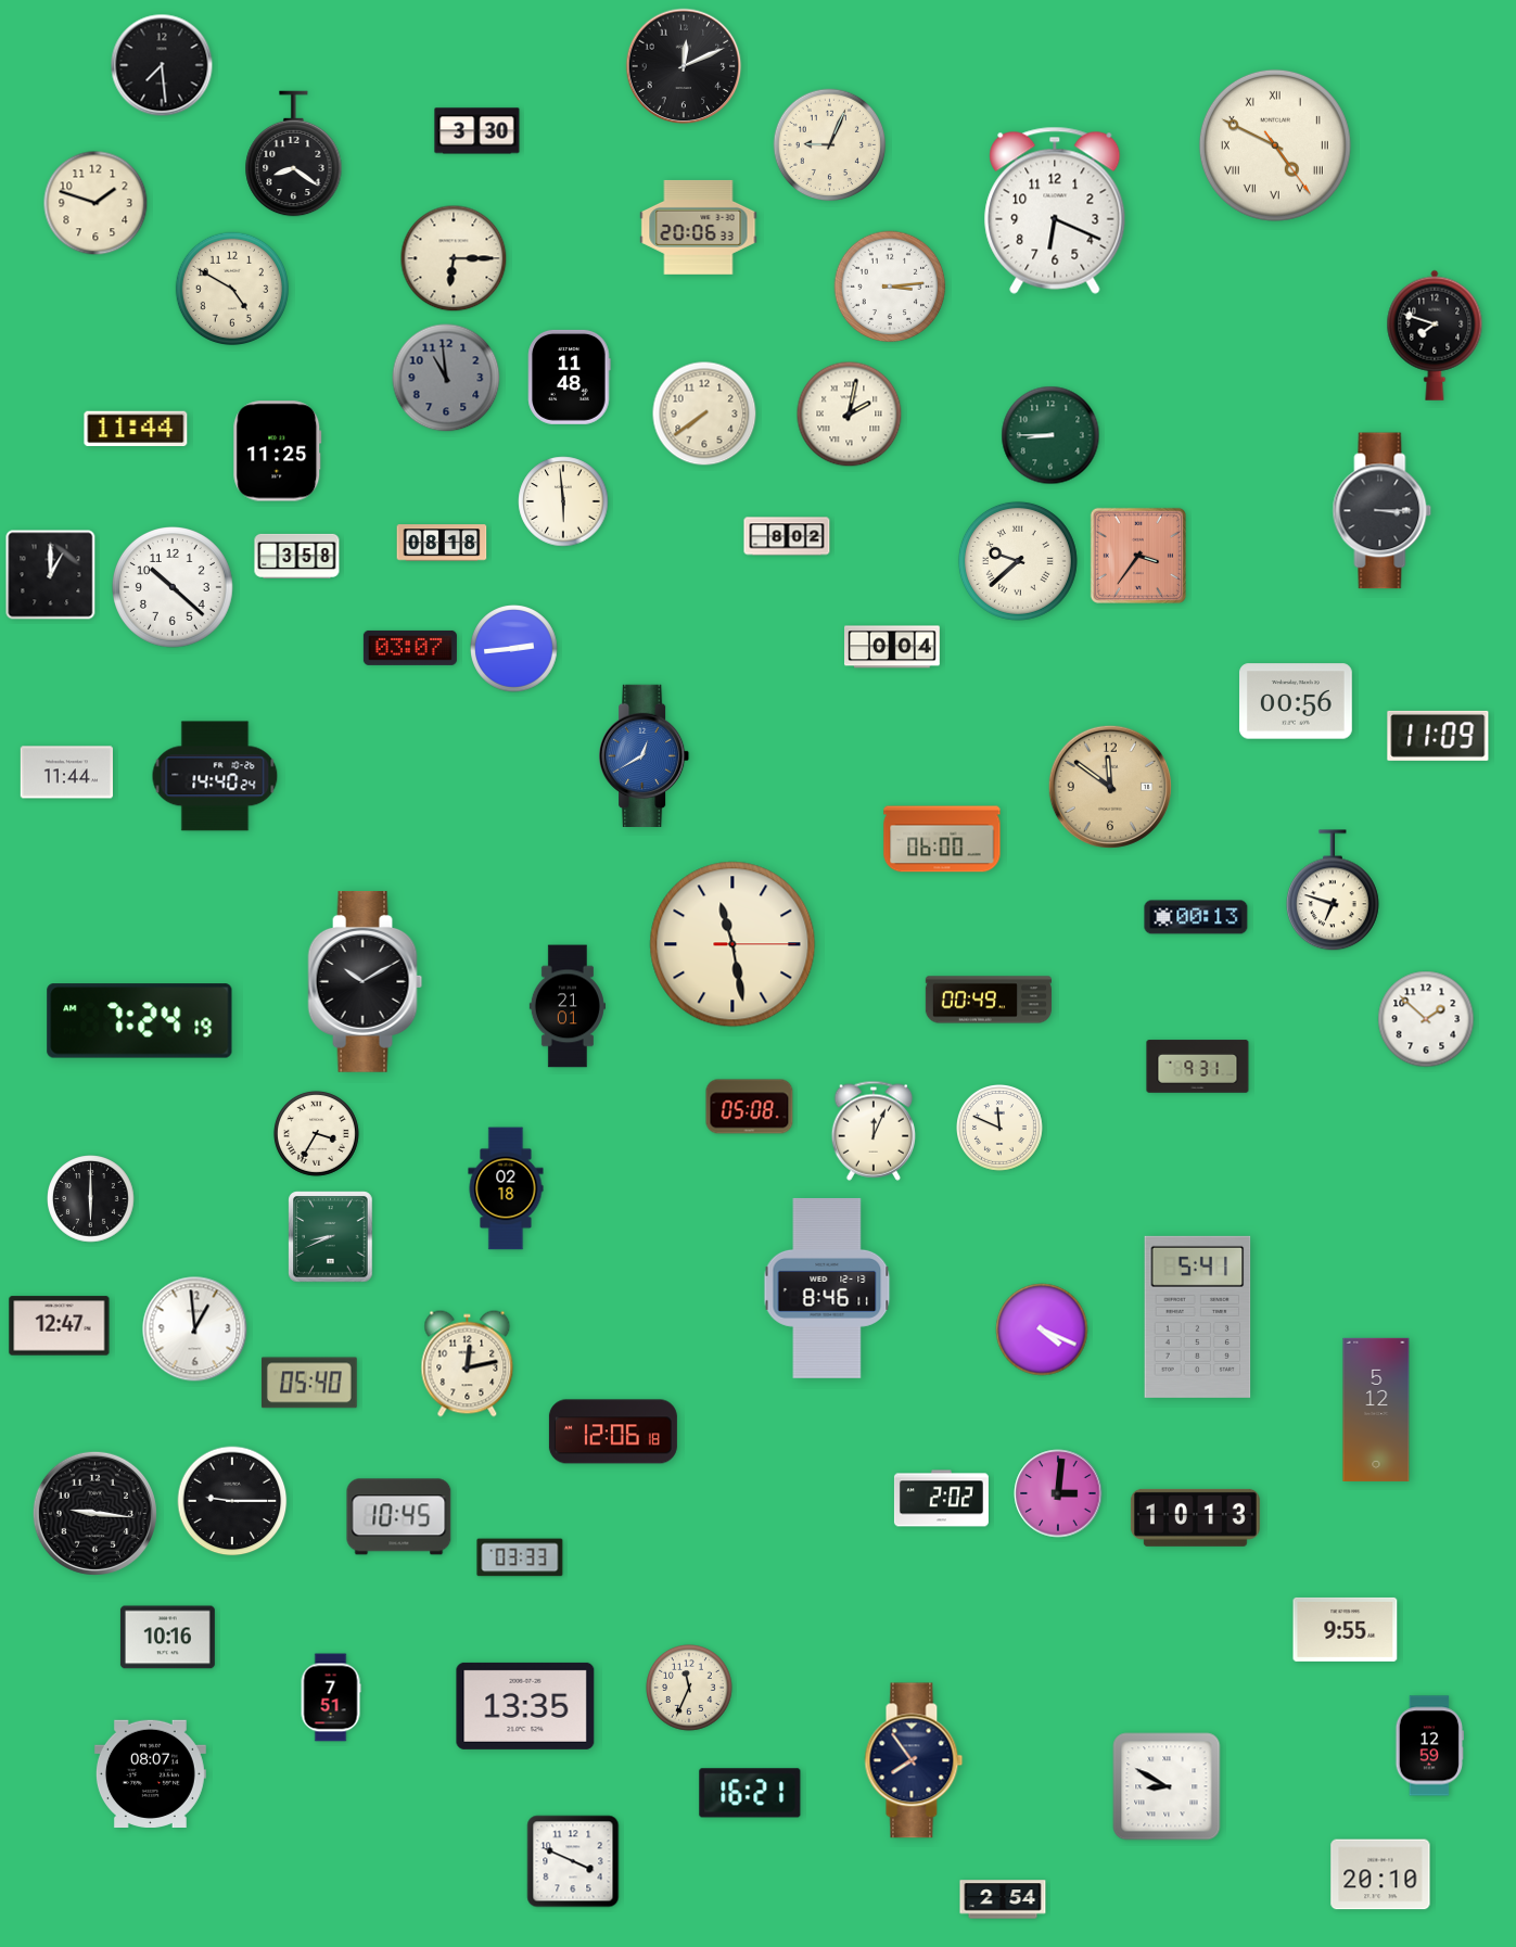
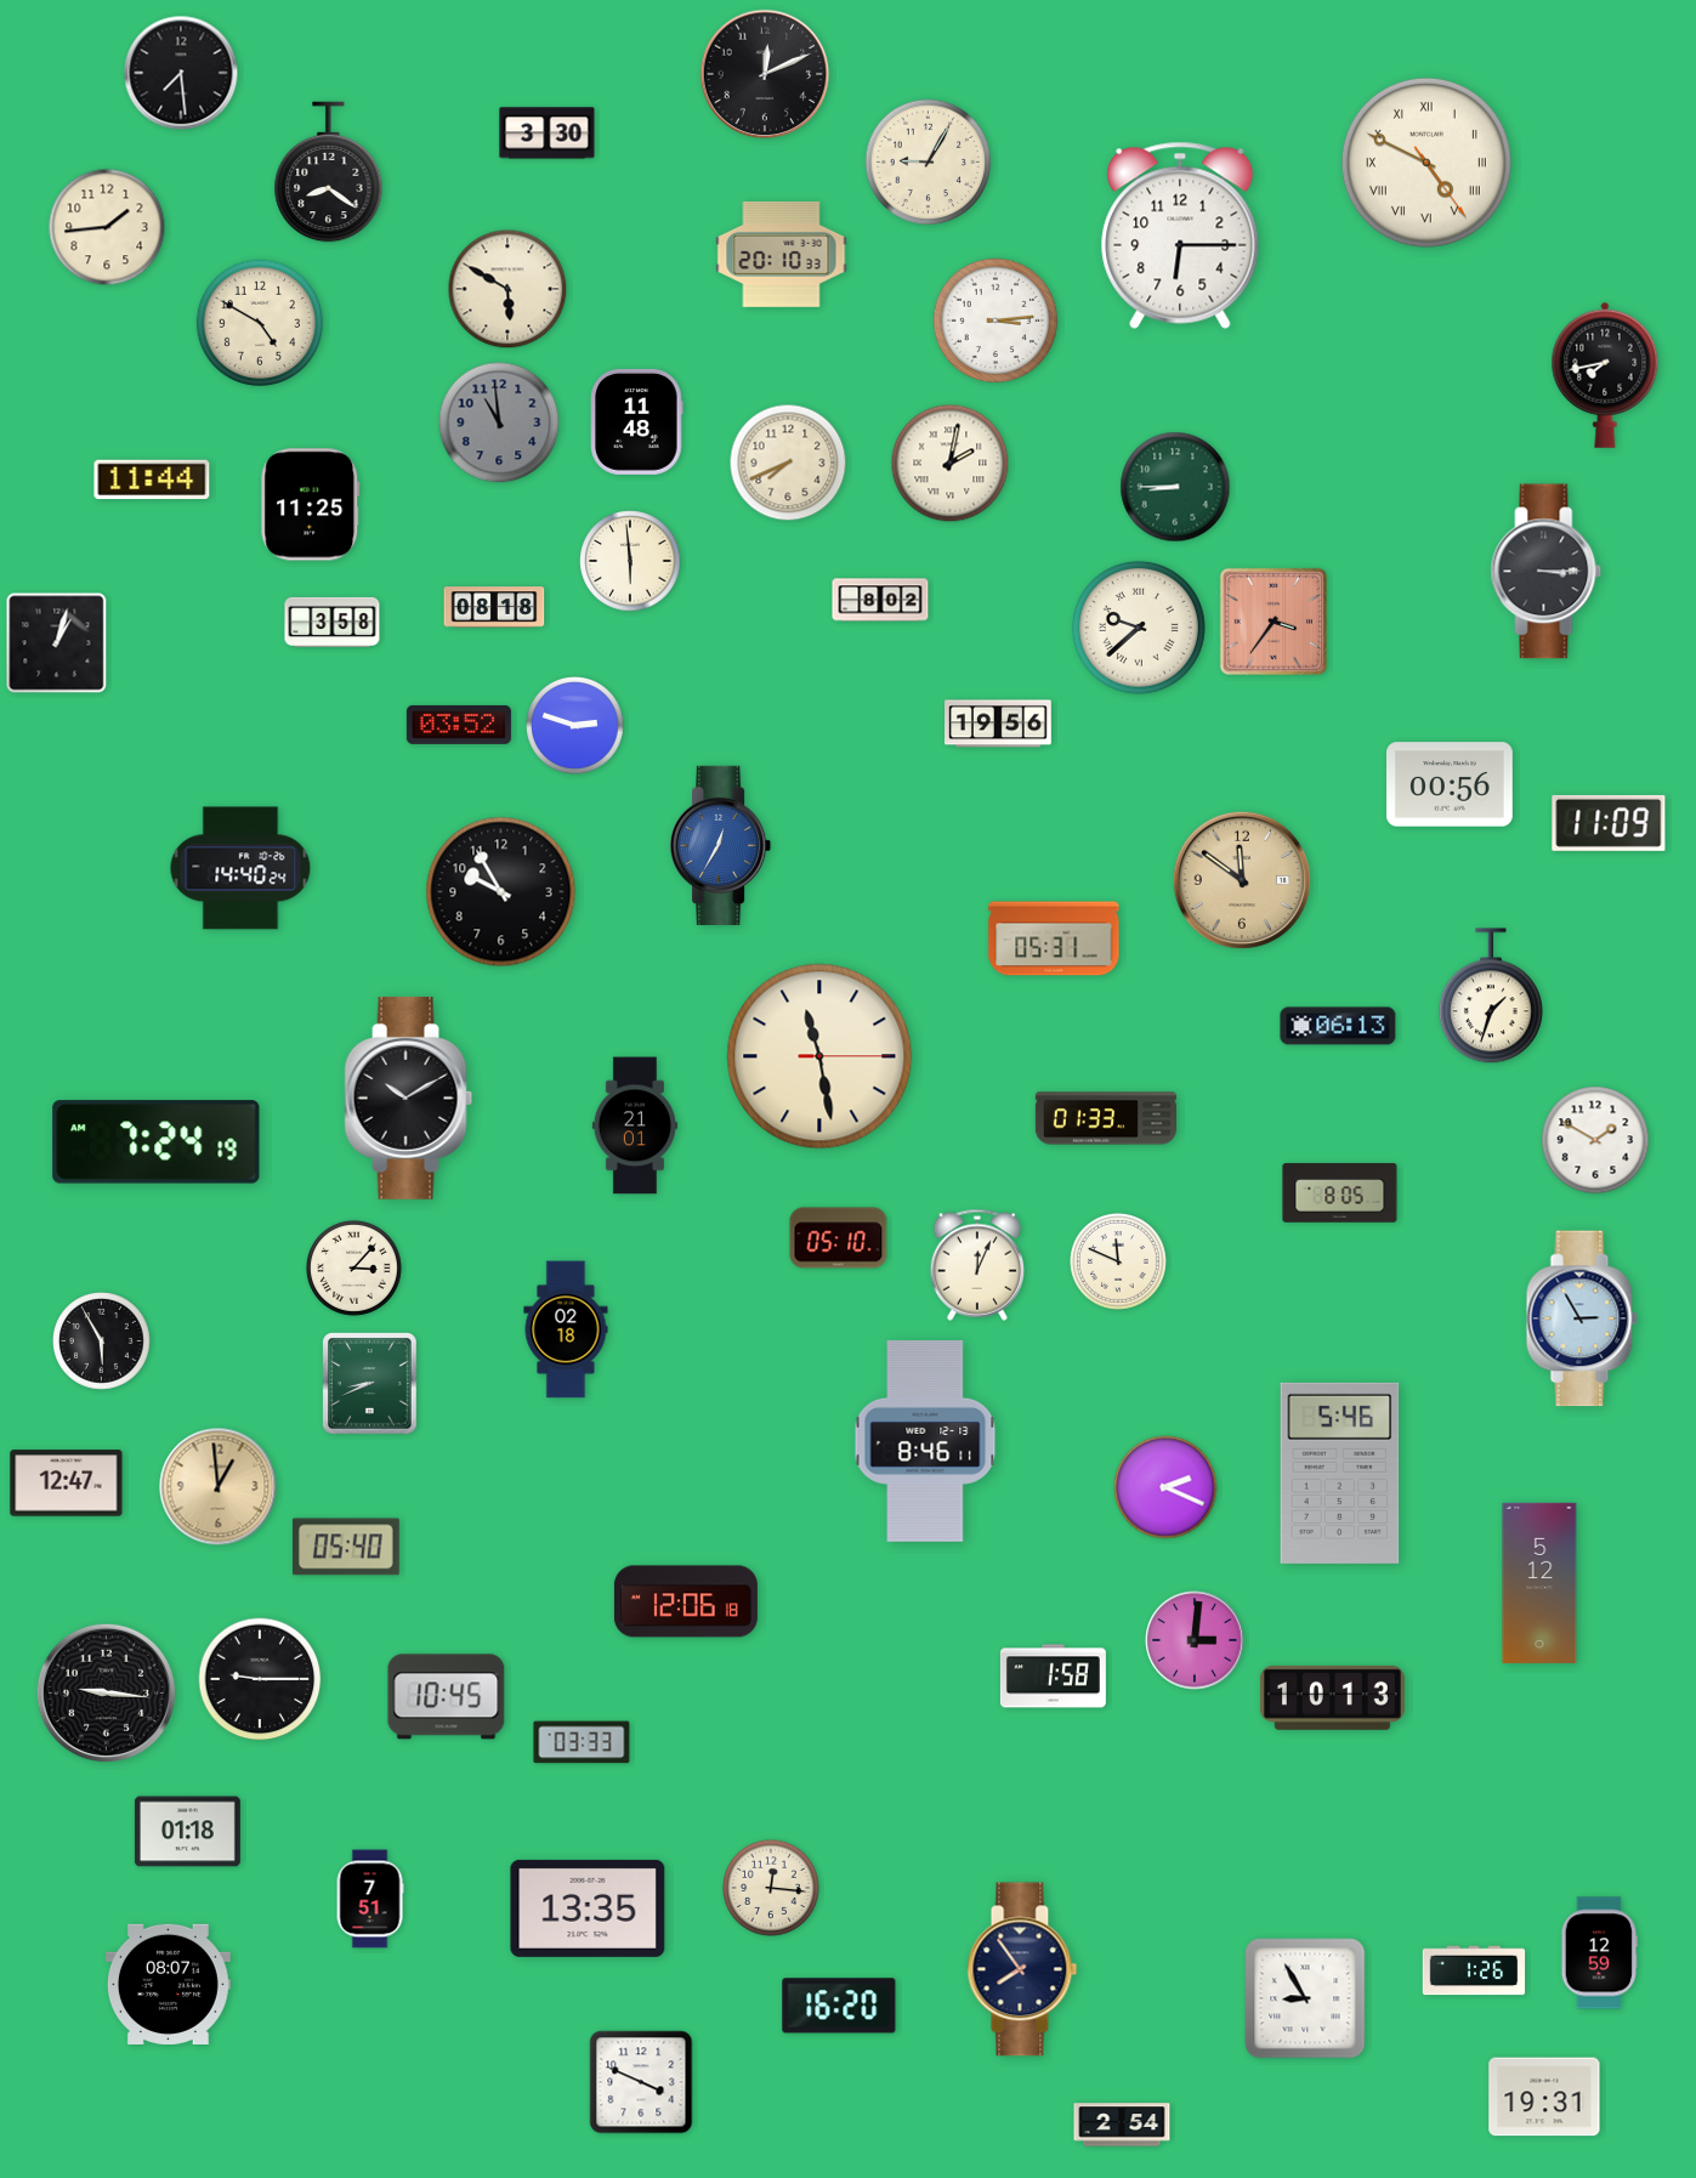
clock at (477, 131) position: (477, 131) -> (548, 134)
clock at (830, 145): 9:04 -> 9:05
clock at (95, 203): 1:48 -> 1:44
clock at (1055, 211): 6:19 -> 6:15
clock at (699, 227): 20:06 -> 20:10
clock at (454, 258): 6:15 -> 5:50
clock at (1435, 335): 7:48 -> 7:43
clock at (704, 413): 7:39 -> 7:41
clock at (51, 575): 1:00 -> 1:03
clock at (174, 588): 10:22 -> none
clock at (893, 647): 0:04 -> 19:56
clock at (410, 648): 03:07 -> 03:52
clock at (514, 649): 2:44 -> 2:48
clock at (646, 755): 12:40 -> 12:35
clock at (66, 773): 11:44 -> none
clock at (501, 892): none -> 9:55
clock at (942, 839): 06:00 -> 05:31
clock at (1333, 891): 6:48 -> 1:33
clock at (1196, 917): 00:13 -> 06:13
clock at (989, 1000): 00:49 -> 01:33
clock at (1426, 1019): 1:52 -> 1:50
clock at (1198, 1067): 9:31 -> 8:05
clock at (750, 1107): 05:08 -> 05:10
clock at (316, 1133): 3:35 -> 3:07
clock at (1582, 1318): none -> 2:55
clock at (91, 1199): 6:00 -> 5:55
clock at (1198, 1316): 5:41 -> 5:46
clock at (195, 1329) dial: white -> champagne
clock at (1042, 1329): 4:19 -> 2:19
clock at (468, 1364): 12:13 -> none
clock at (1376, 1410) position: (1376, 1410) -> (1539, 1583)
clock at (1058, 1493) position: (1058, 1493) -> (1195, 1640)
clock at (941, 1499): 2:02 -> 1:58
clock at (1195, 1517) position: (1195, 1517) -> (1332, 1697)
clock at (1346, 1629): 9:55 -> none
clock at (167, 1638): 10:16 -> 01:18
clock at (690, 1689): 11:34 -> 12:16
clock at (1474, 1970): none -> 1:26
clock at (1167, 1786): 8:50 -> 8:55
clock at (750, 1793): 16:21 -> 16:20
clock at (1380, 1874): 20:10 -> 19:31
